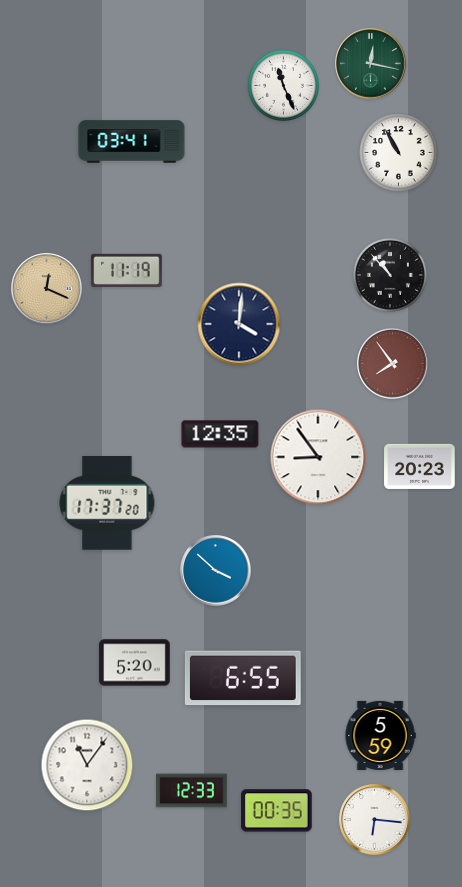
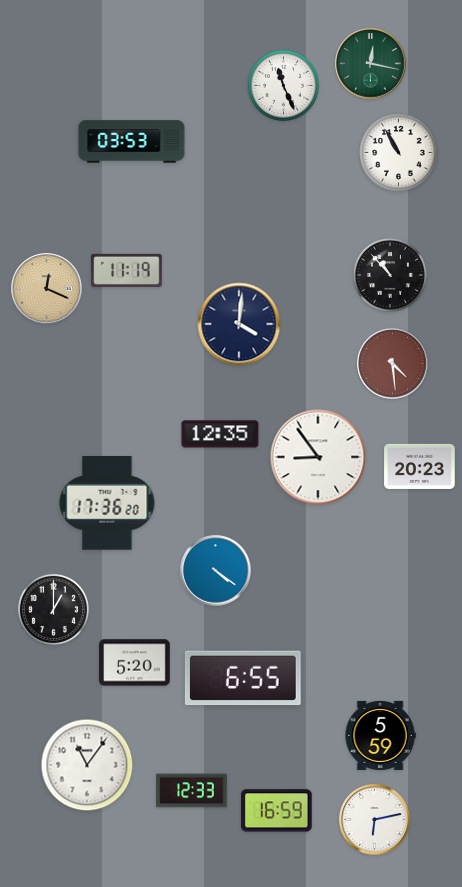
clock at (132, 142): 03:41 -> 03:53
clock at (393, 364): 7:54 -> 4:29
clock at (107, 504): 17:37 -> 17:36
clock at (216, 571): 3:52 -> 4:21
clock at (53, 609): none -> 1:00
clock at (277, 811): 00:35 -> 16:59
clock at (375, 820): 6:16 -> 6:13
